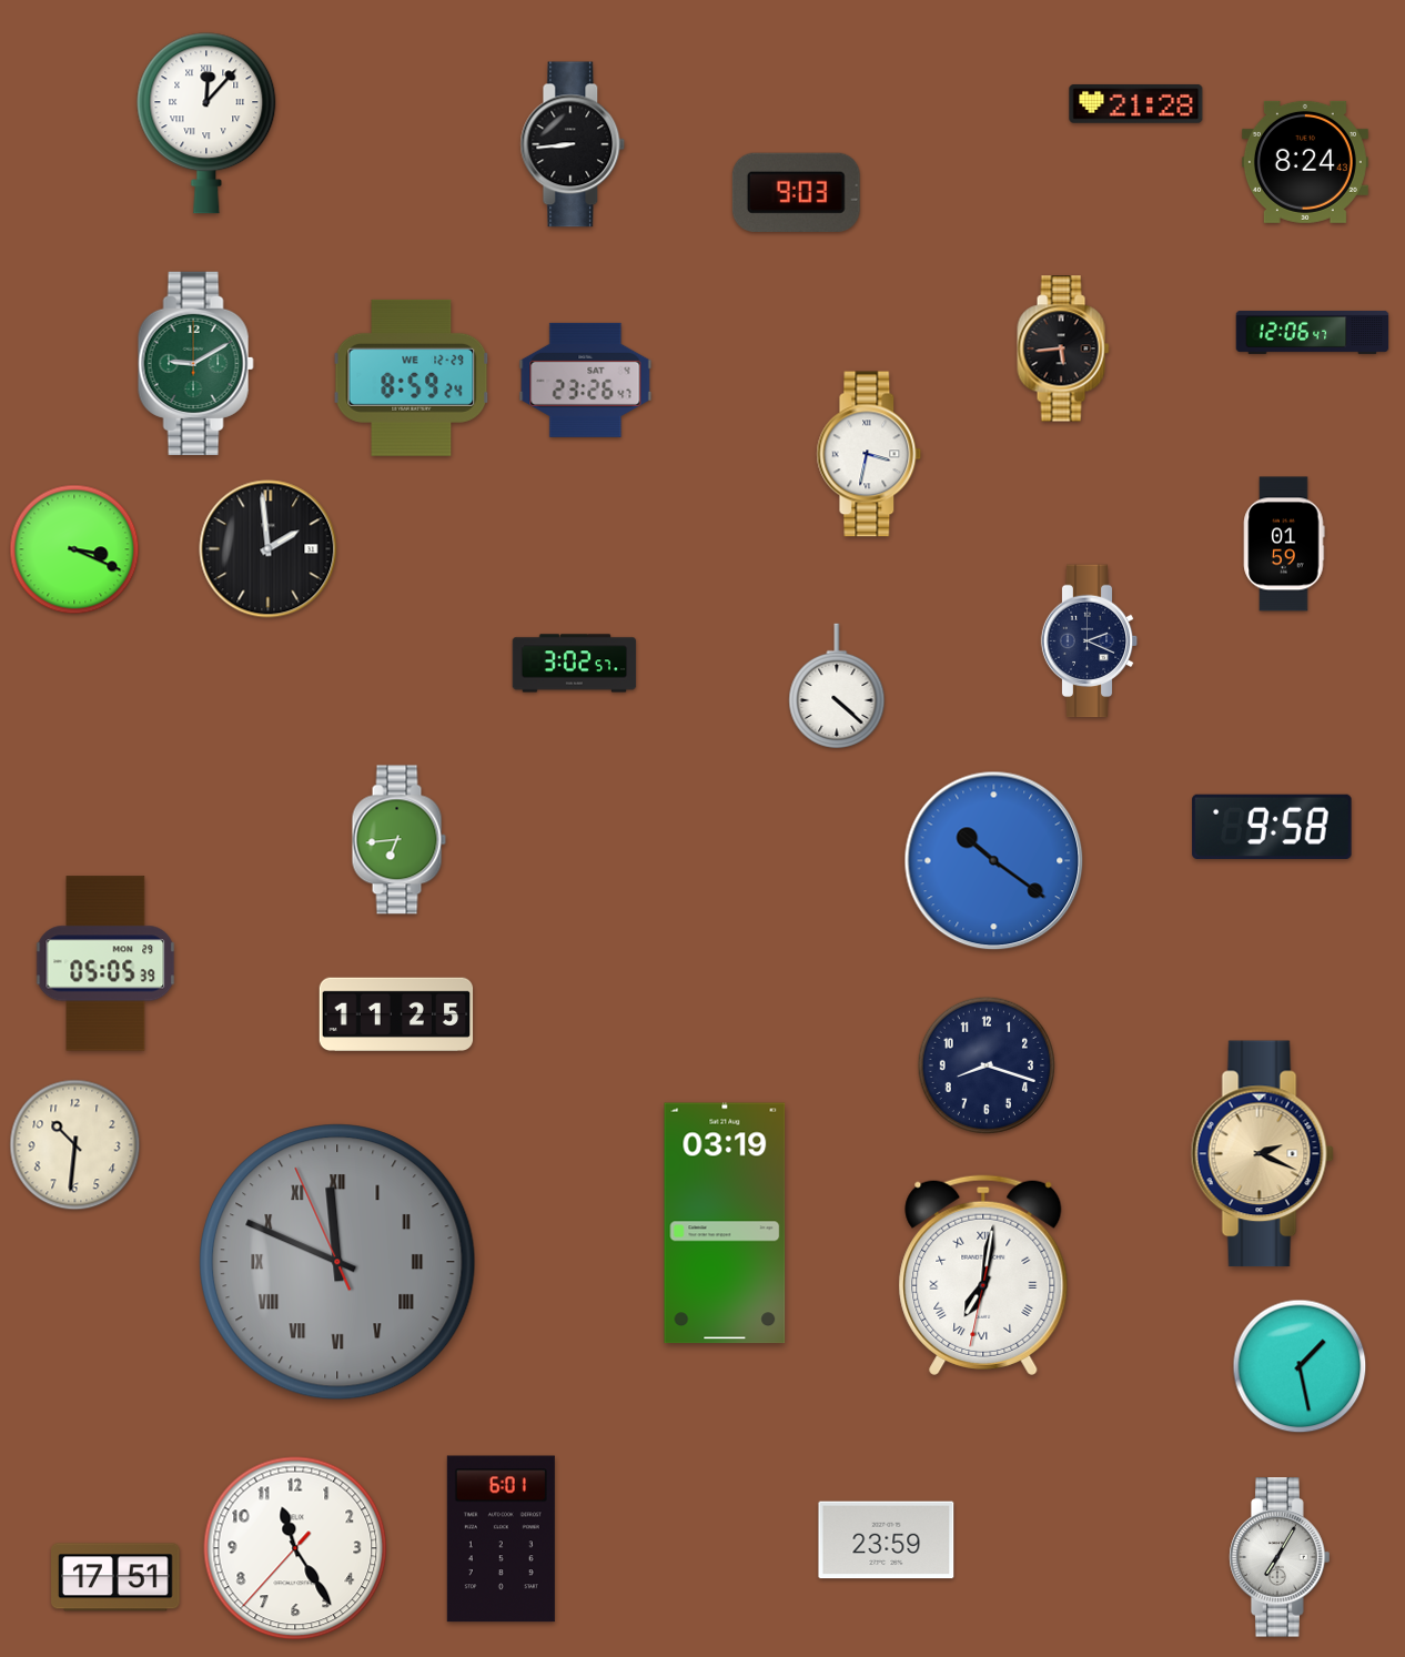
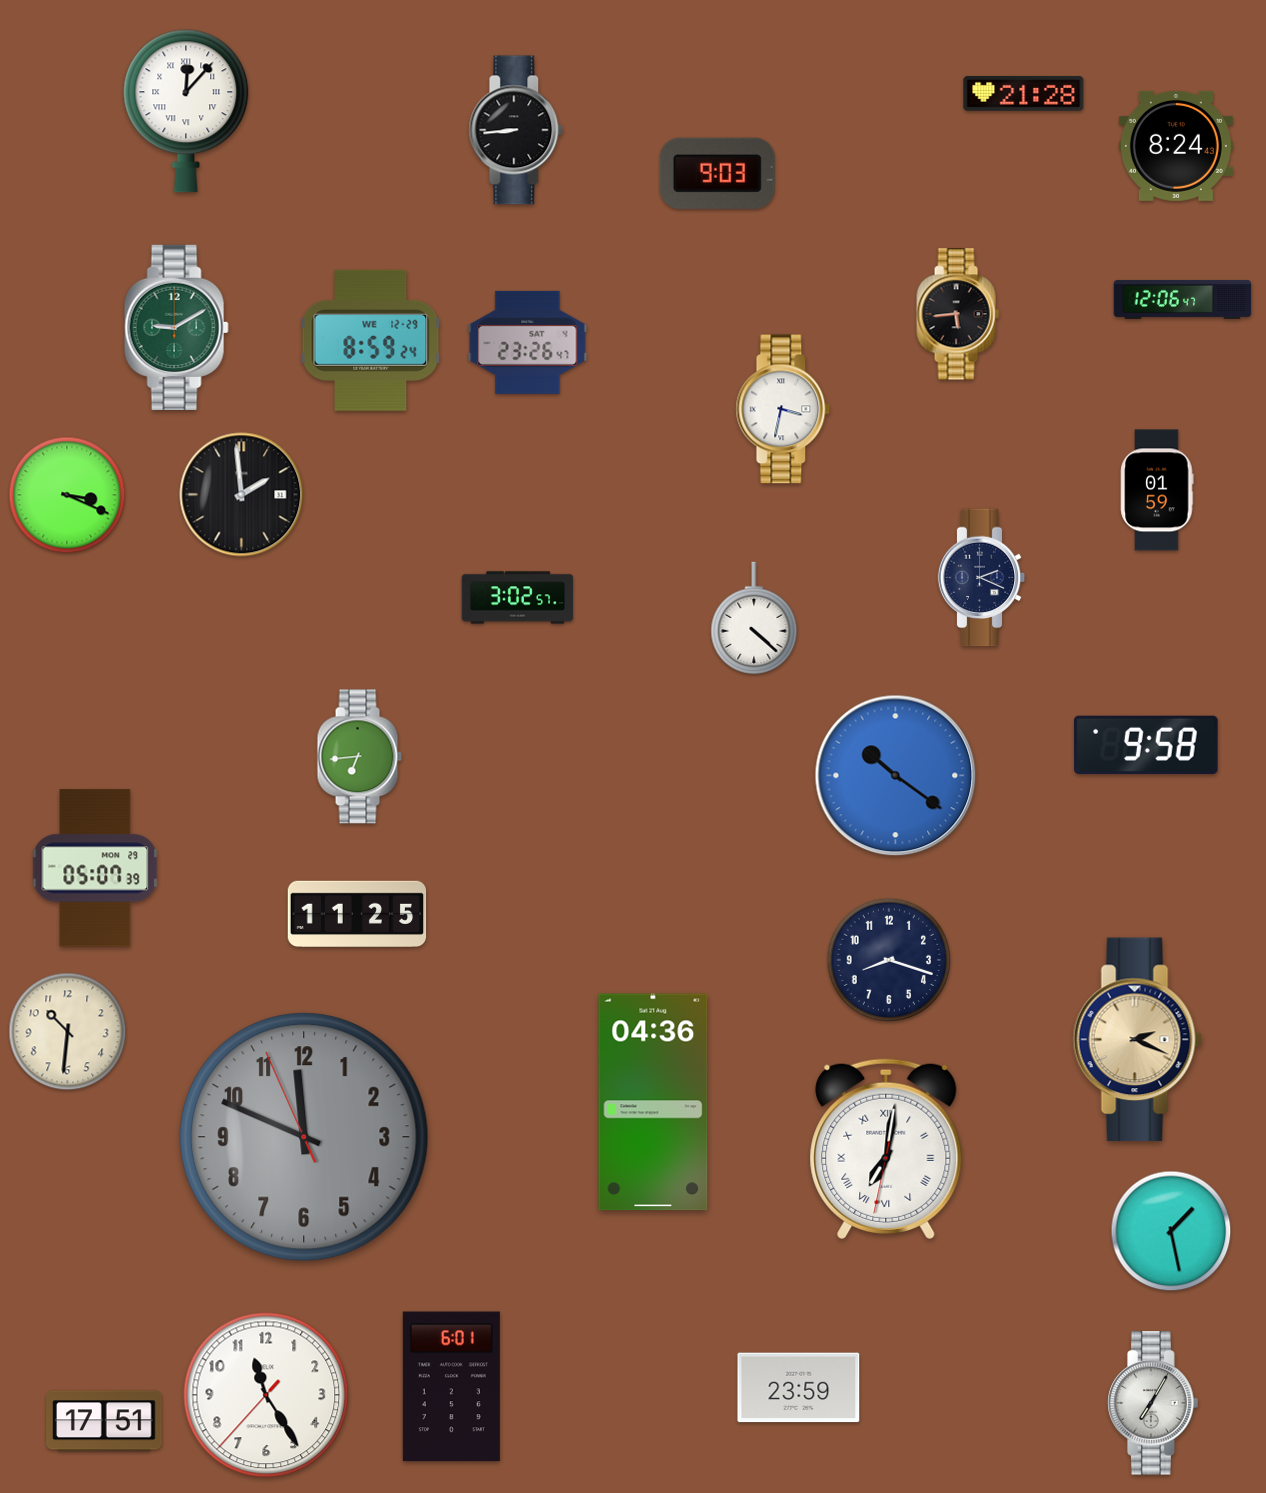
clock at (105, 963): 05:05 -> 05:07
clock at (725, 1223): 03:19 -> 04:36
clock at (337, 1262) numerals: Roman -> Arabic
